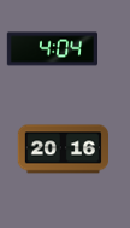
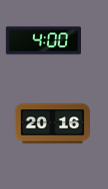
clock at (52, 49): 4:04 -> 4:00
